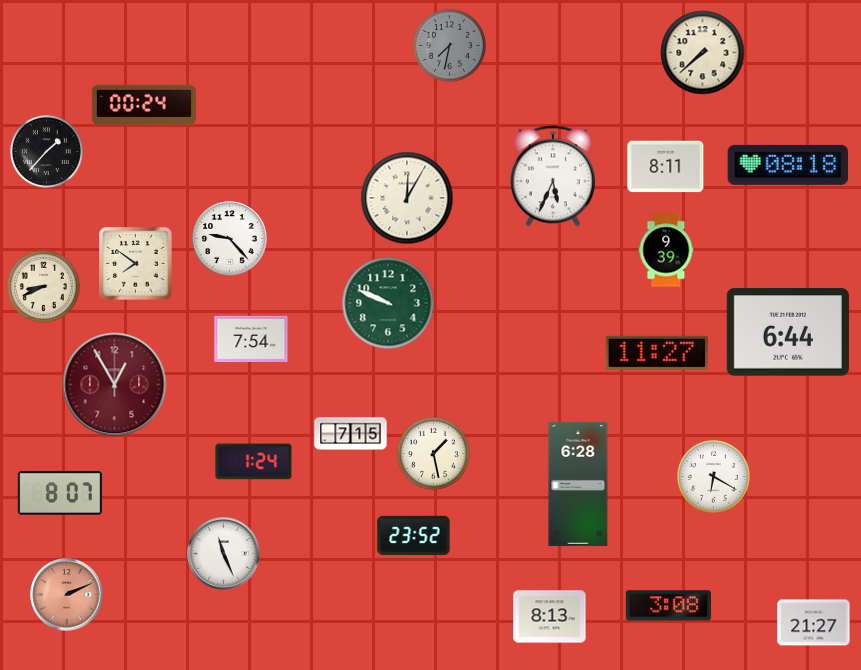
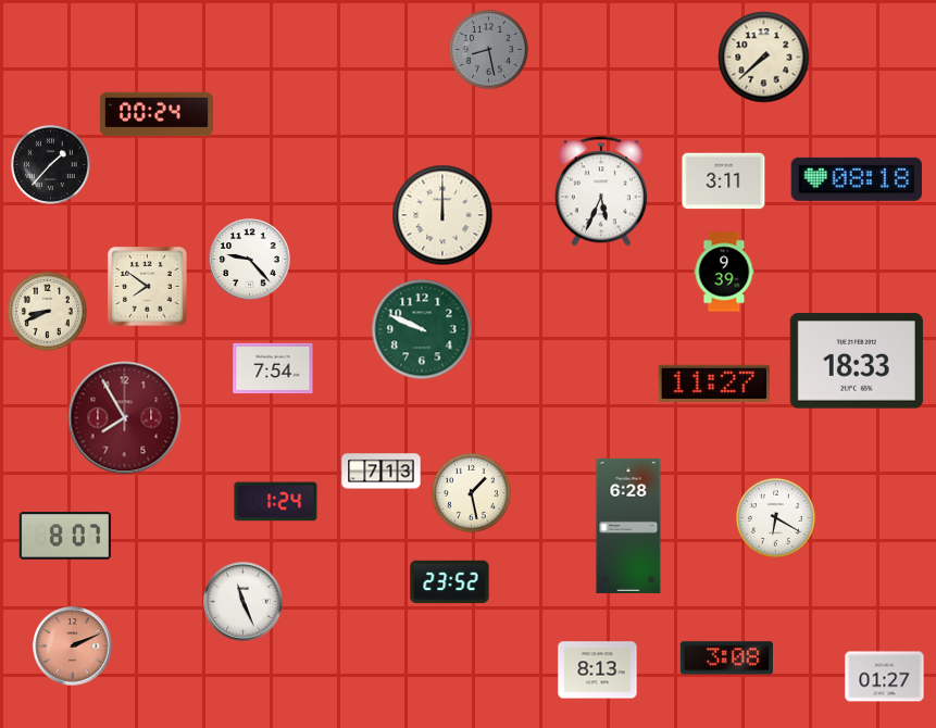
clock at (449, 45): 7:32 -> 8:28
clock at (666, 167): 8:11 -> 3:11
clock at (407, 198): 12:05 -> 12:00
clock at (788, 332): 6:44 -> 18:33
clock at (115, 385): 12:55 -> 7:55
clock at (351, 434): 7:15 -> 7:13
clock at (814, 623): 21:27 -> 01:27
